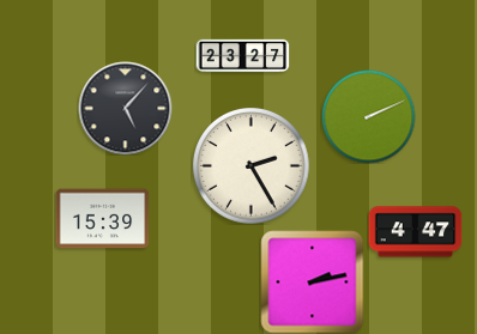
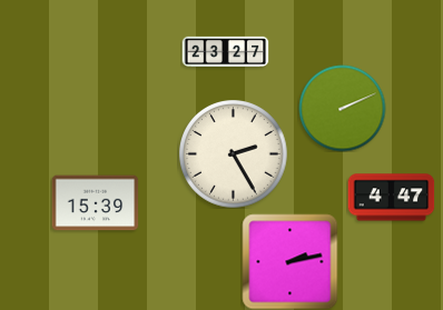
clock at (125, 108): 5:07 -> none
clock at (415, 232) position: (415, 232) -> (391, 198)
